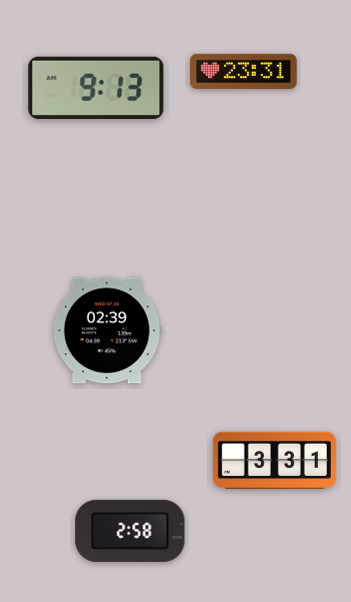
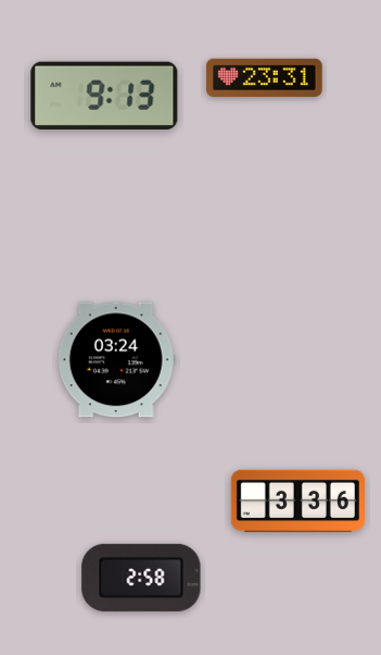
clock at (107, 331): 02:39 -> 03:24
clock at (274, 460): 3:31 -> 3:36
